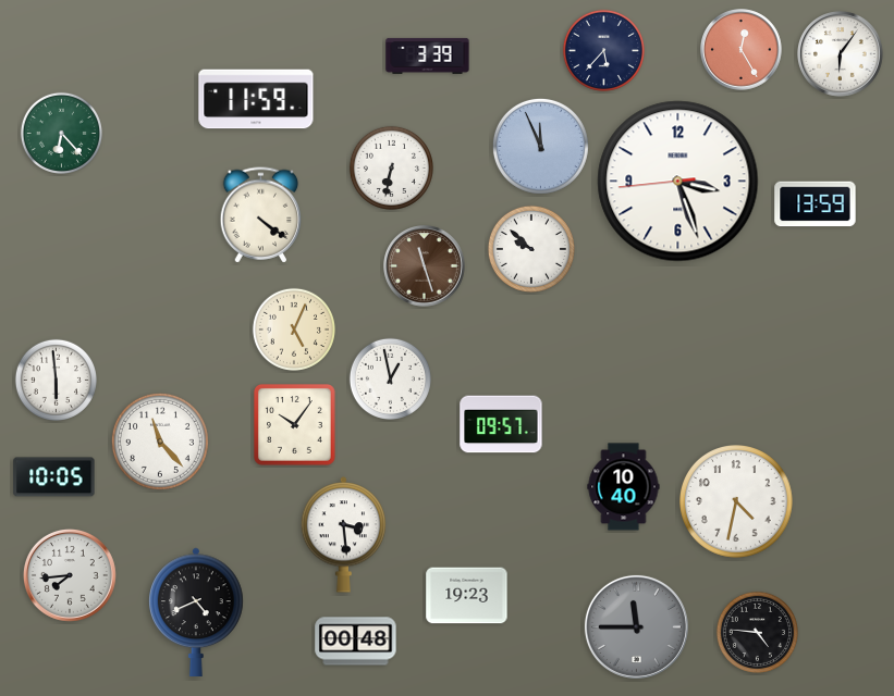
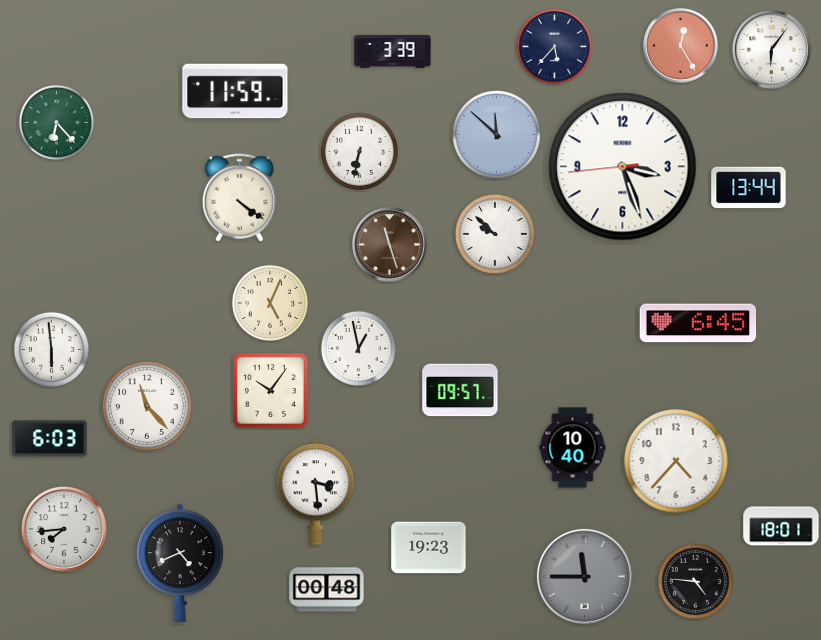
clock at (540, 146): 11:56 -> 11:52
clock at (391, 167) position: (391, 167) -> (359, 151)
clock at (816, 204): 13:59 -> 13:44
clock at (531, 249) position: (531, 249) -> (495, 234)
clock at (698, 323): none -> 6:45
clock at (54, 477): 10:05 -> 6:03
clock at (737, 502): 4:32 -> 4:37
clock at (781, 526): none -> 18:01
